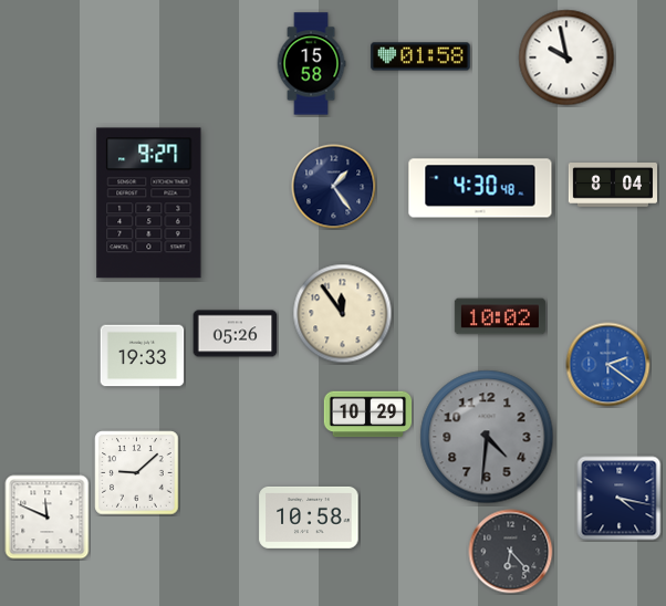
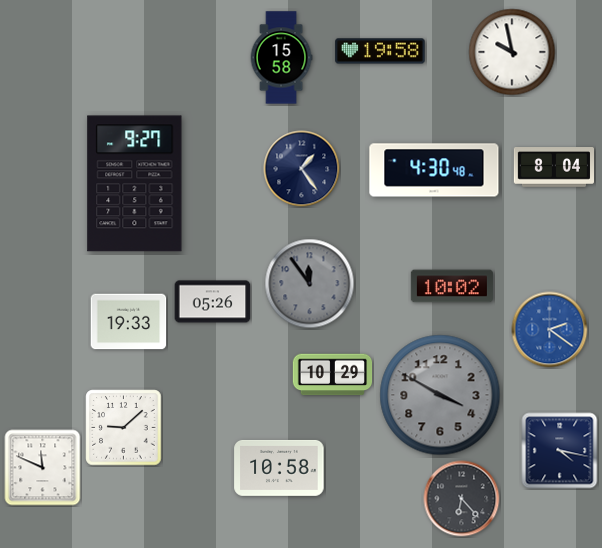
clock at (420, 56): 01:58 -> 19:58
clock at (343, 314) dial: cream -> grey
clock at (487, 437): 4:31 -> 3:50
